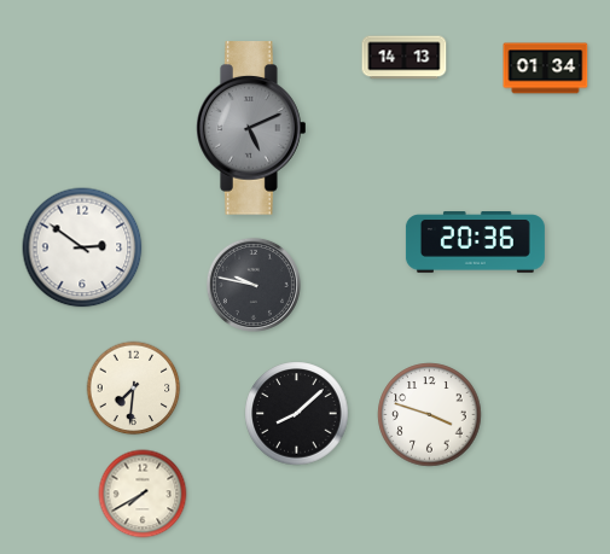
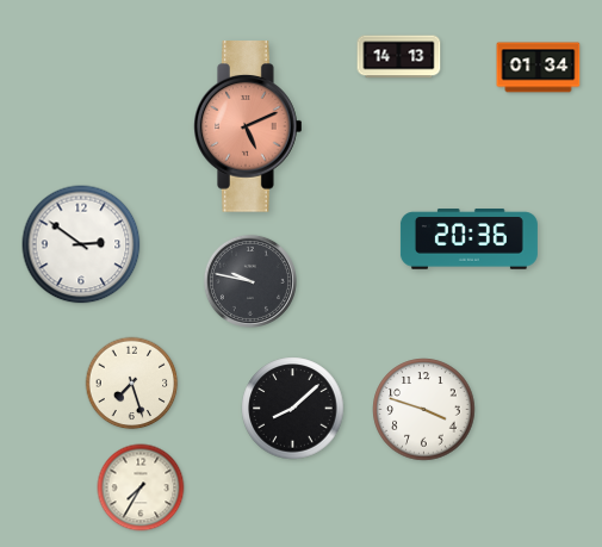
clock at (252, 128) dial: grey -> salmon
clock at (134, 389): 7:31 -> 7:27
clock at (143, 494): 7:40 -> 7:35
